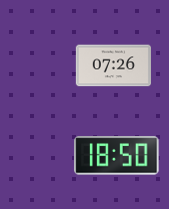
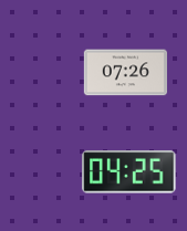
clock at (117, 156): 18:50 -> 04:25
